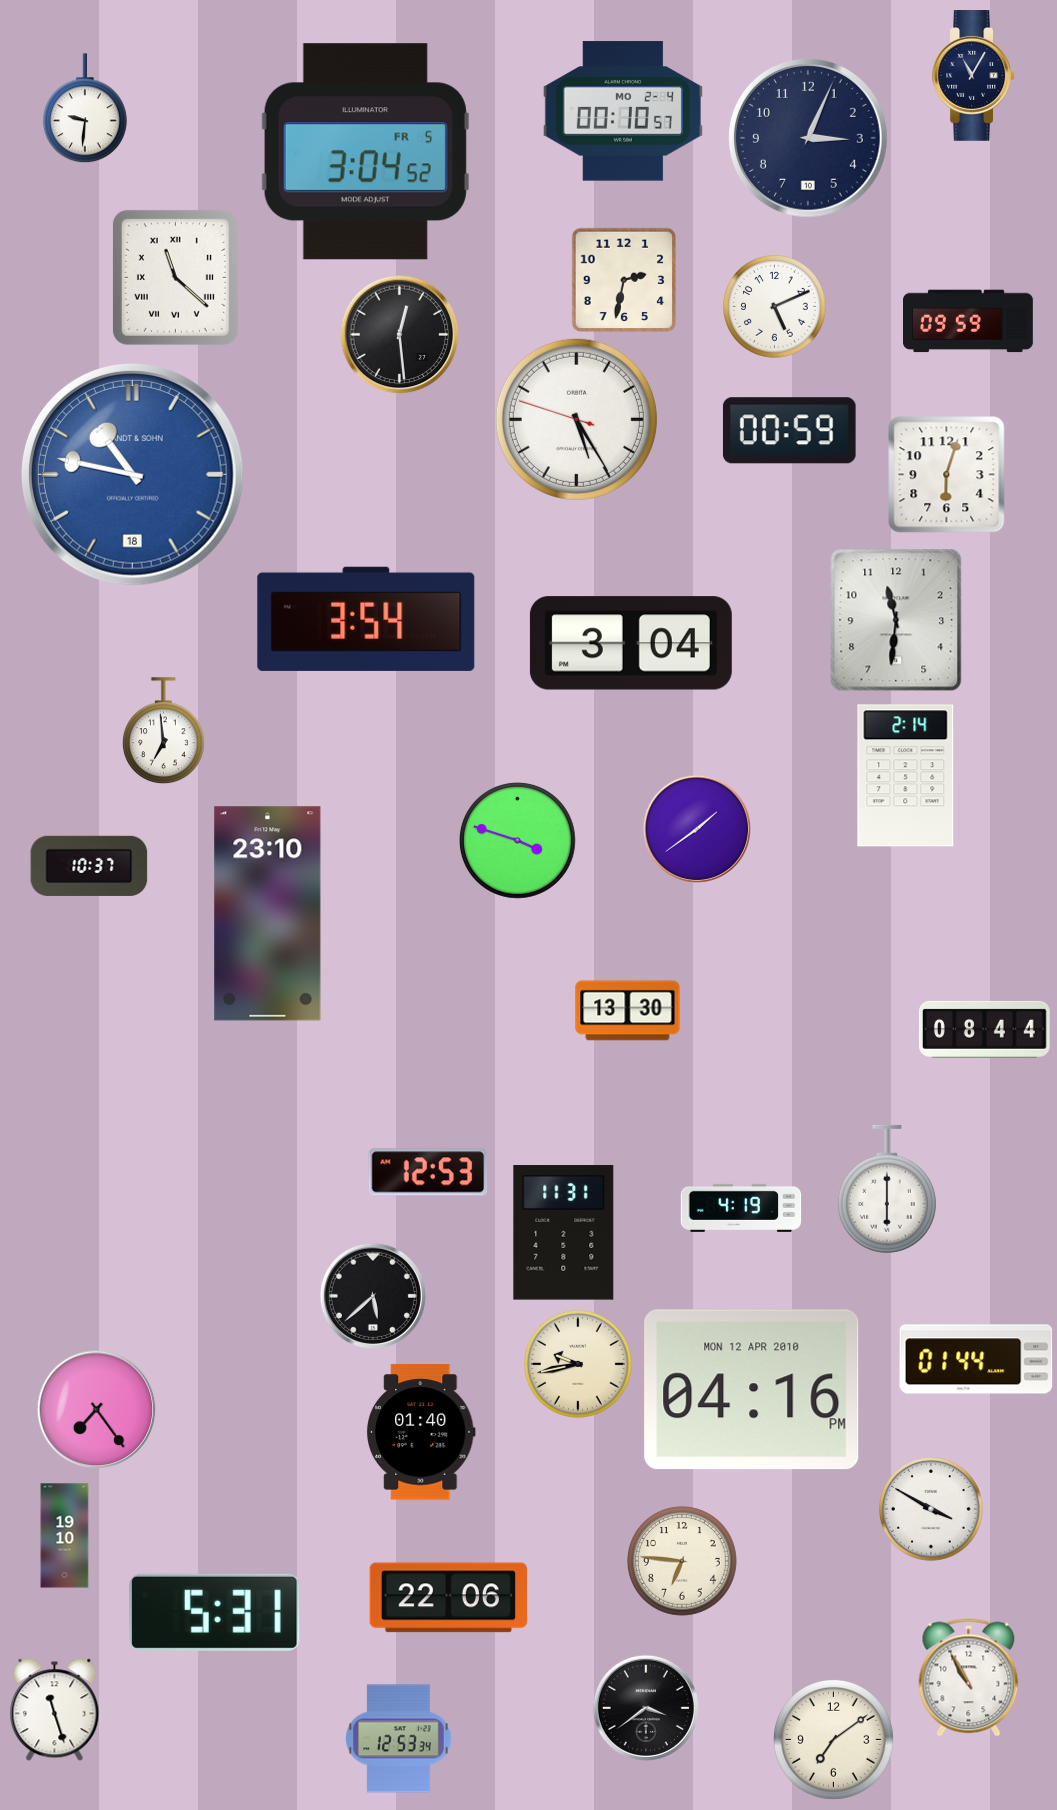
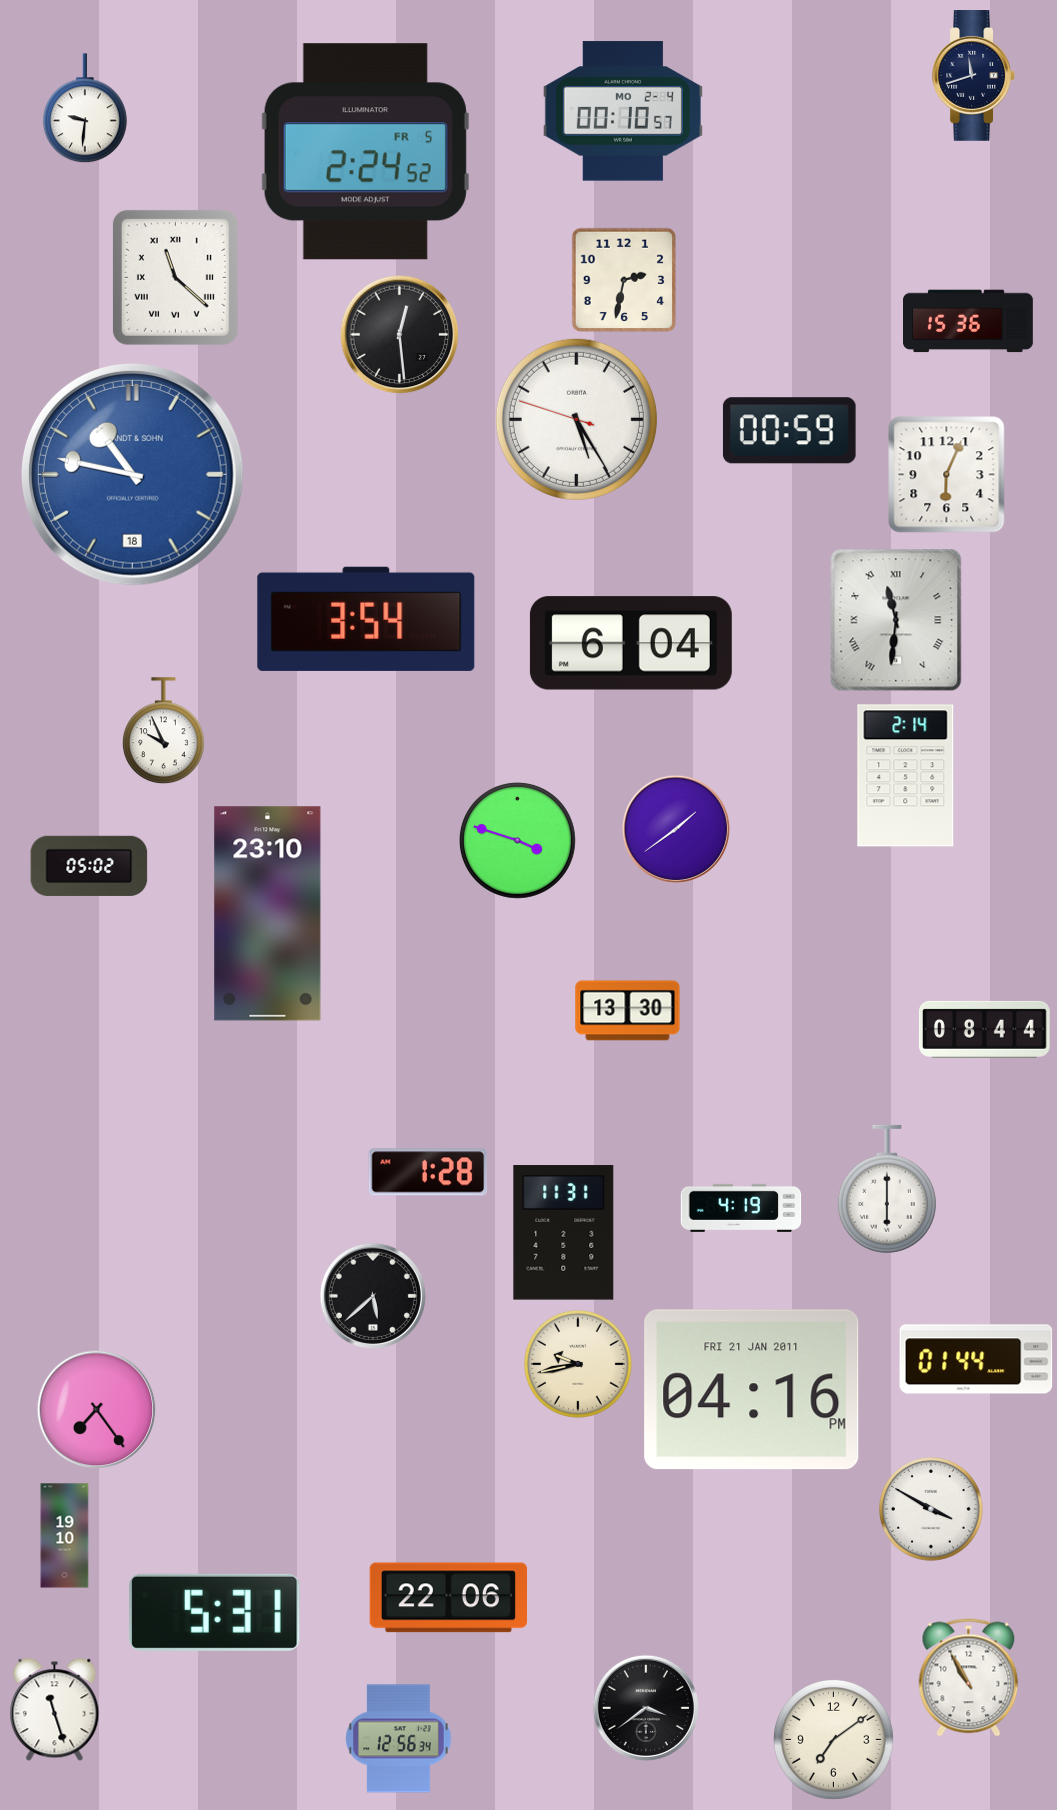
clock at (973, 76): 11:05 -> 11:42
clock at (809, 139): 3:04 -> none
clock at (365, 152): 3:04 -> 2:24
clock at (775, 307): 5:11 -> none
clock at (969, 321): 09:59 -> 15:36
clock at (947, 475): 6:03 -> 6:04
clock at (896, 620) numerals: Arabic -> Roman
clock at (631, 643): 3:04 -> 6:04
clock at (164, 731): 6:59 -> 9:56
clock at (697, 829) position: (697, 829) -> (676, 829)
clock at (89, 866): 10:37 -> 05:02
clock at (428, 1172): 12:53 -> 1:28
clock at (752, 1390) date: MON 12 APR 2010 -> FRI 21 JAN 2011
clock at (421, 1432): 01:40 -> none
clock at (683, 1562): 6:46 -> none
clock at (399, 1739): 12:53 -> 12:56
